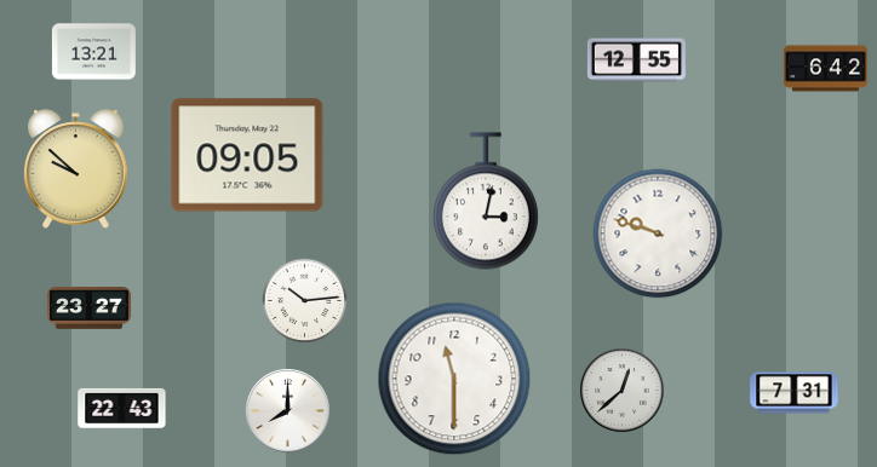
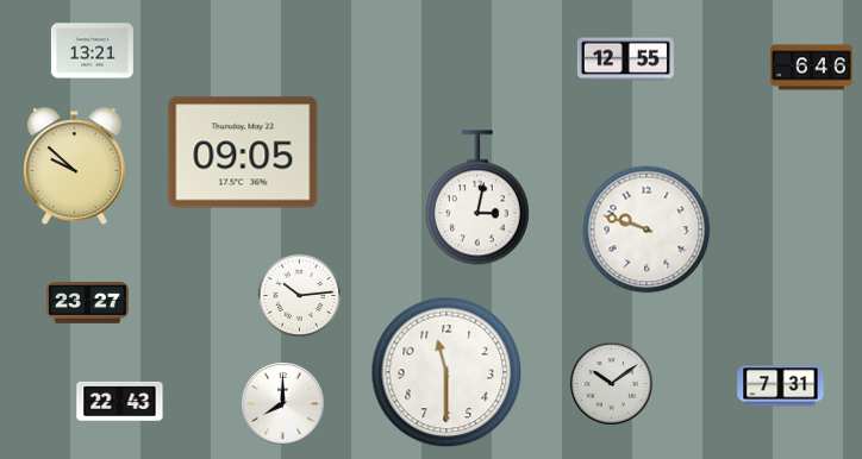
clock at (825, 69): 6:42 -> 6:46
clock at (623, 391): 12:38 -> 10:09
